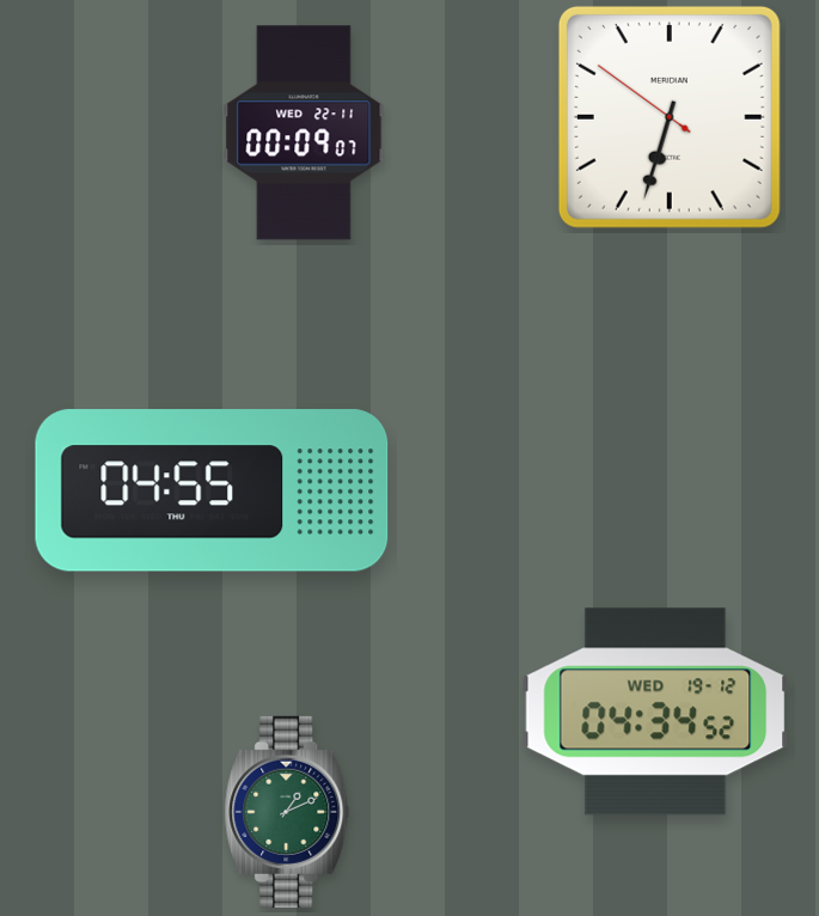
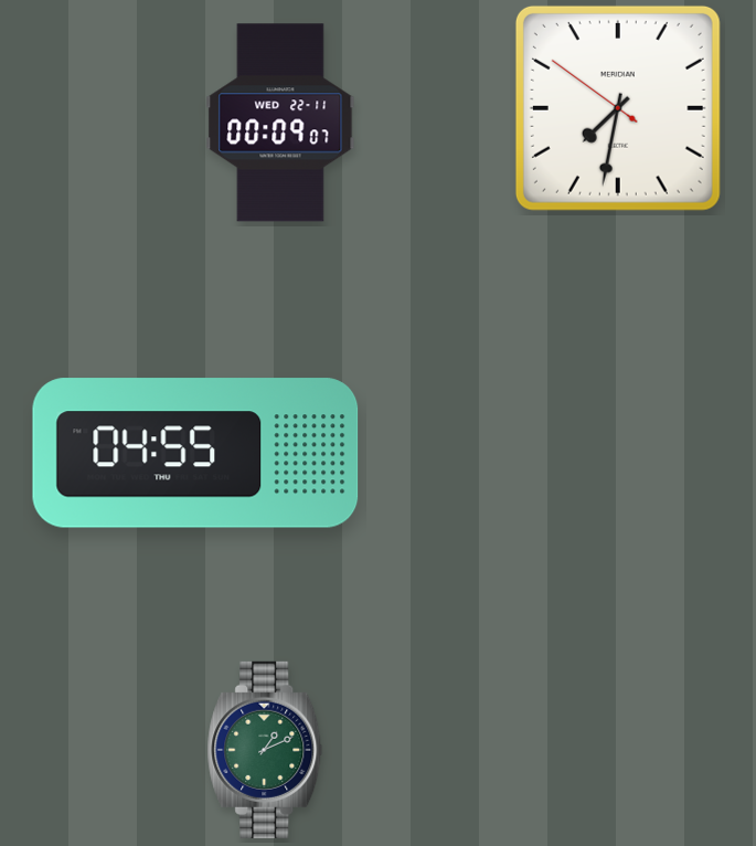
clock at (670, 117): 6:32 -> 7:31
clock at (655, 712): 04:34 -> none
